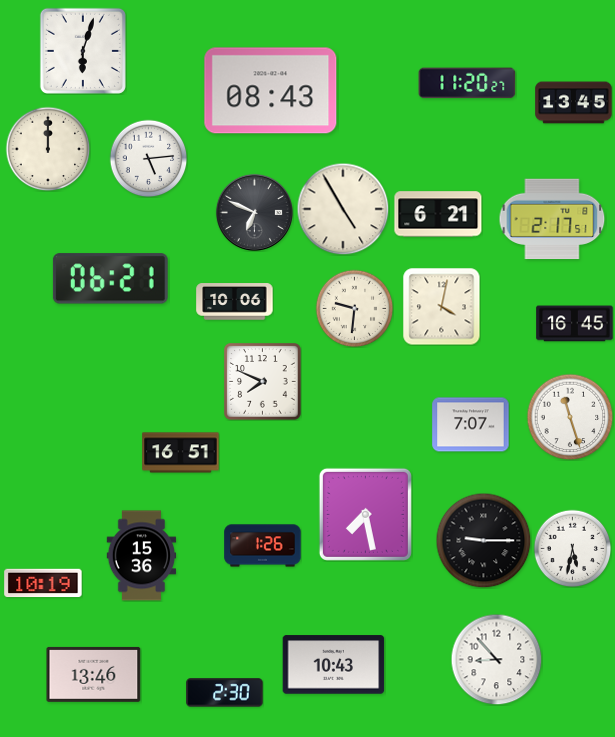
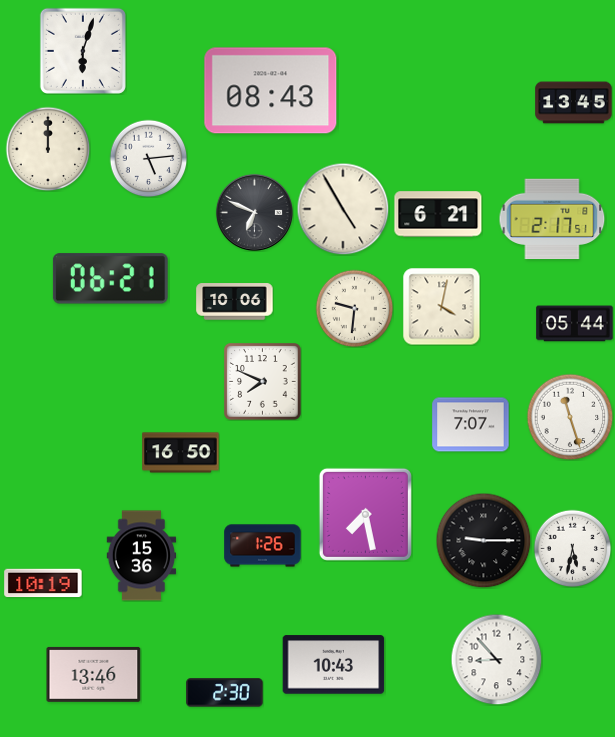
clock at (467, 83): 11:20 -> none
clock at (575, 324): 16:45 -> 05:44
clock at (181, 453): 16:51 -> 16:50
